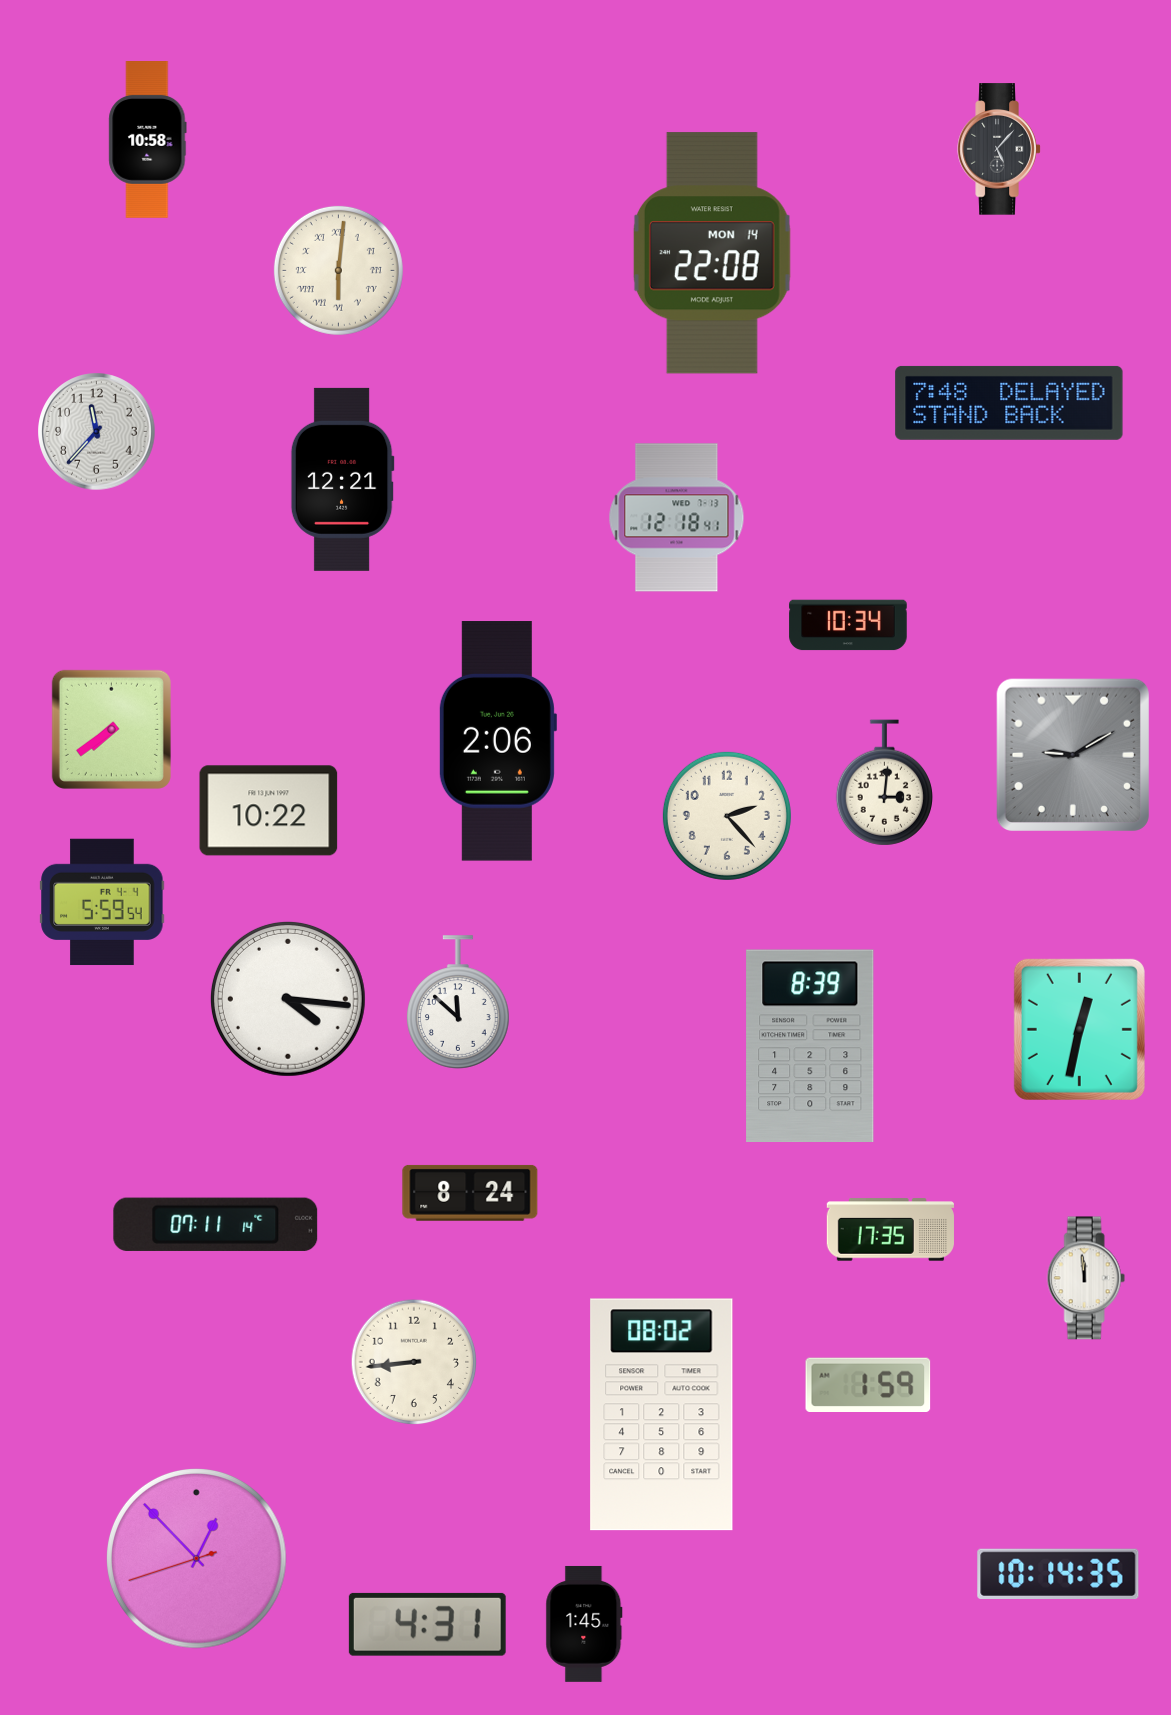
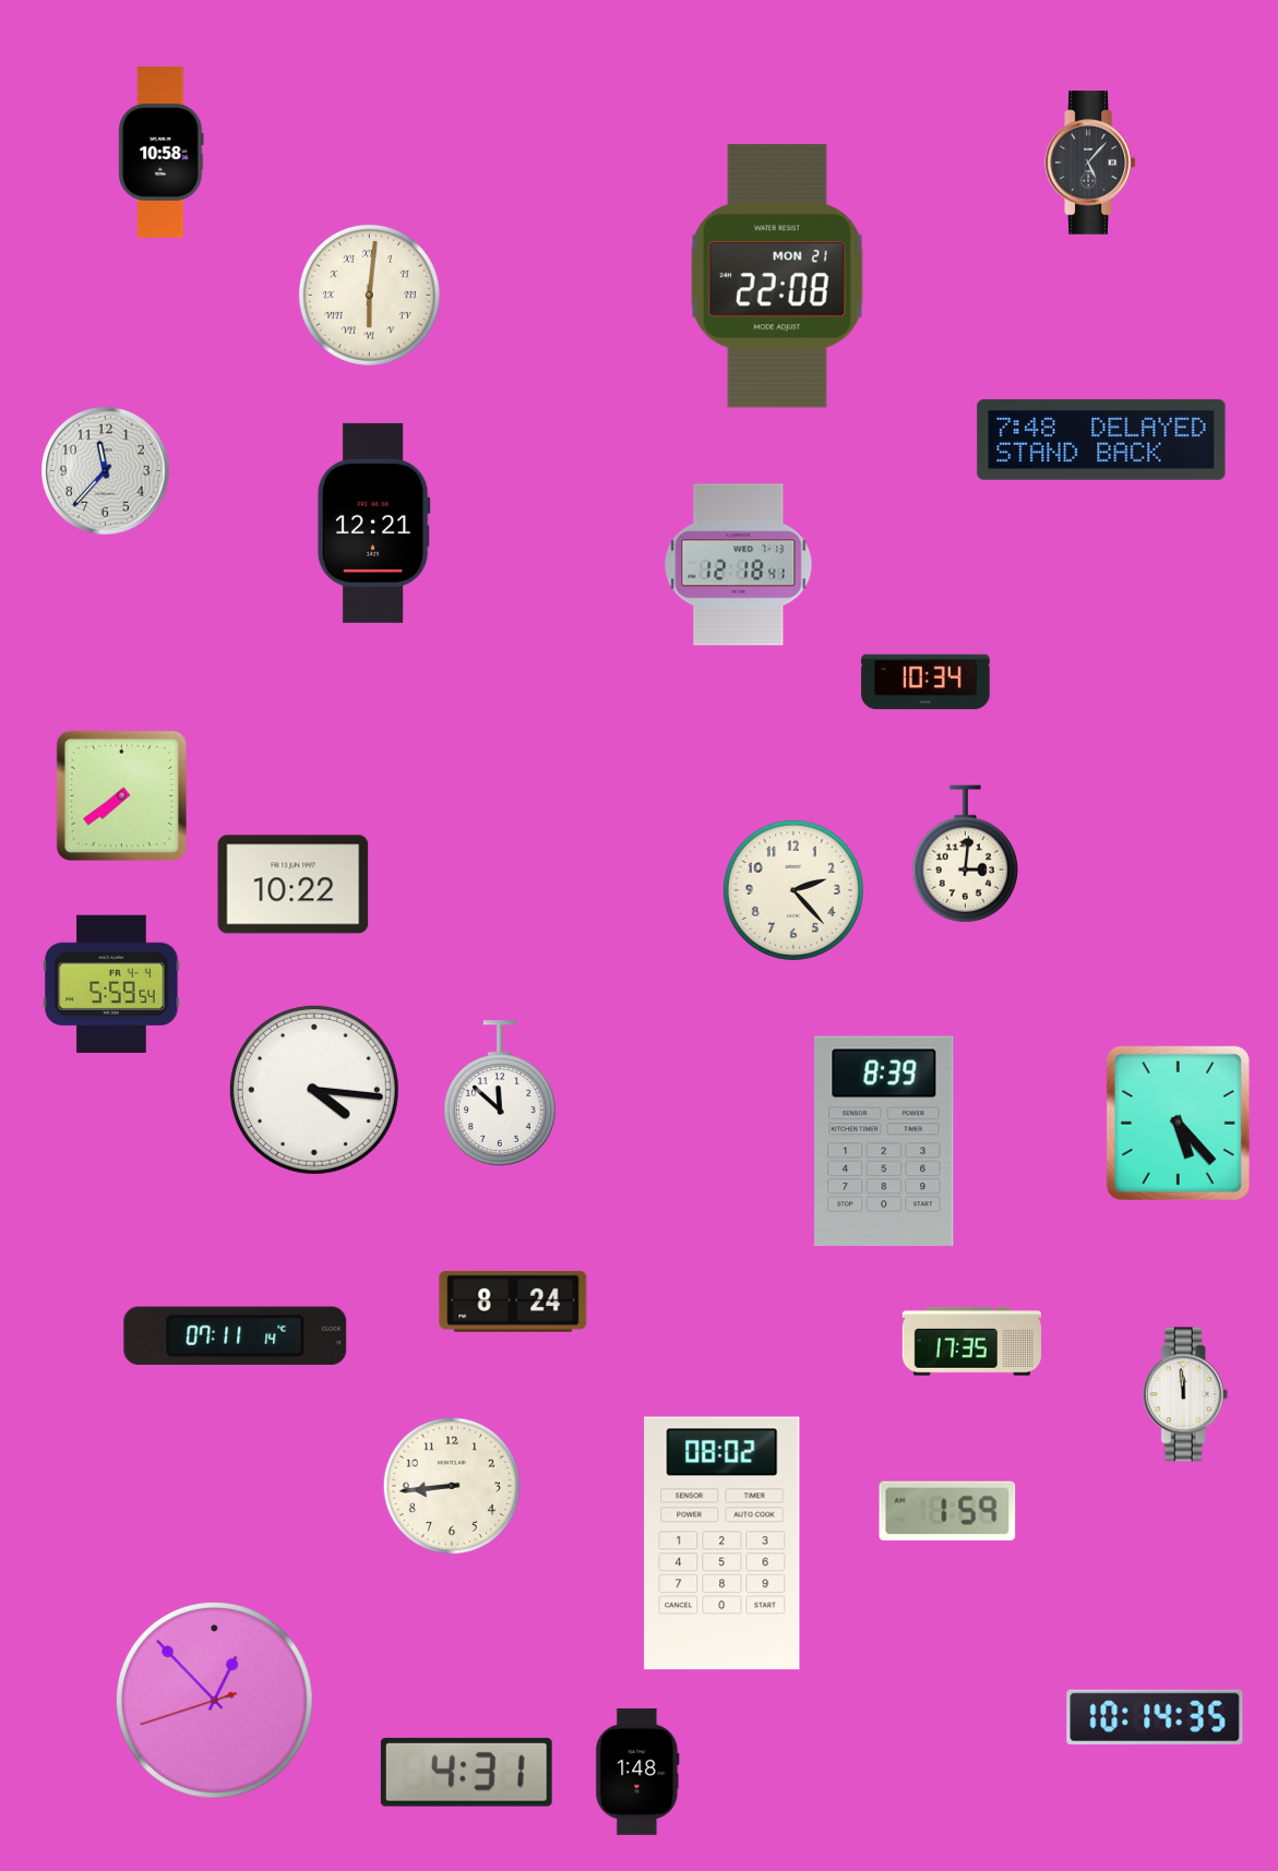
clock at (712, 253) date: MON 14 -> MON 21
clock at (497, 741): 2:06 -> none
clock at (1073, 755): 9:10 -> none
clock at (1079, 1029): 12:32 -> 5:23
clock at (584, 1624): 1:45 -> 1:48
